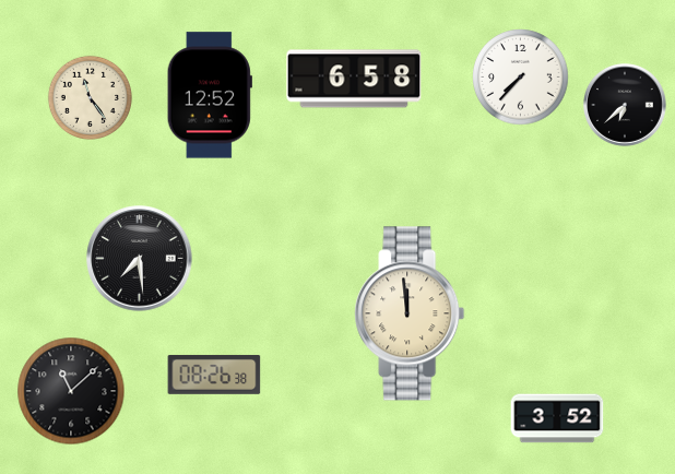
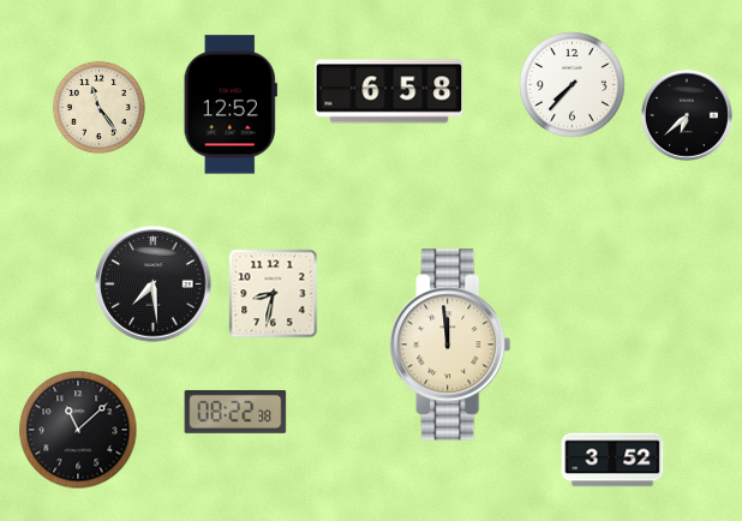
clock at (354, 79) position: (354, 79) -> (389, 91)
clock at (274, 294): none -> 8:32
clock at (214, 375): 08:26 -> 08:22
